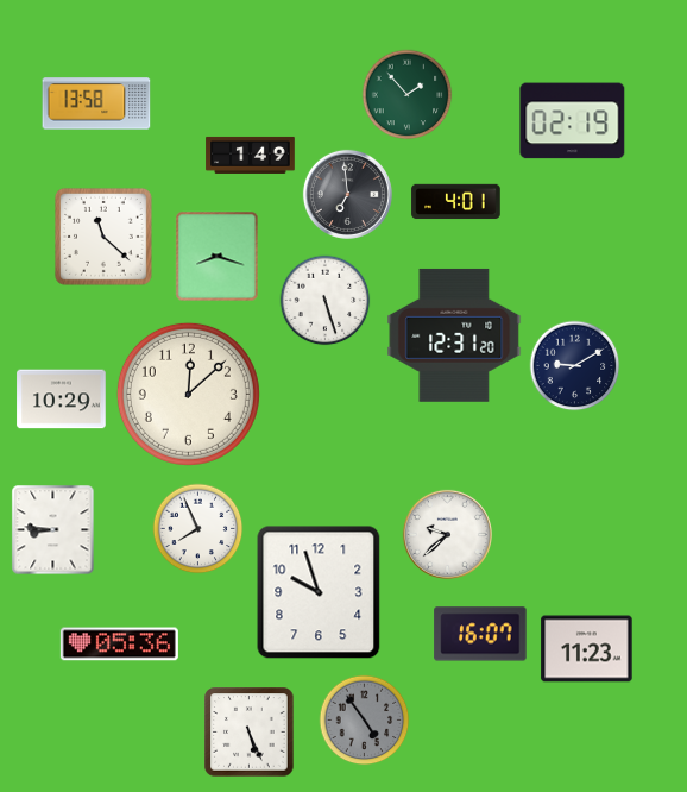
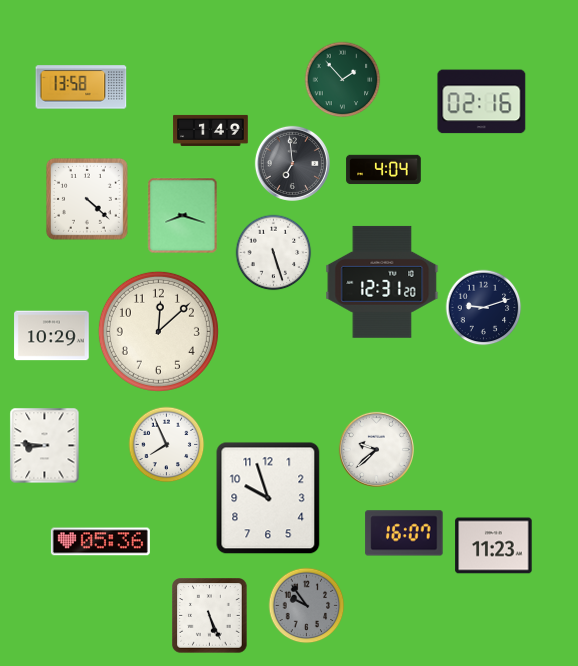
clock at (573, 121): 02:19 -> 02:16
clock at (456, 202): 4:01 -> 4:04
clock at (103, 237): 11:22 -> 4:22
clock at (575, 366): 9:10 -> 9:12
clock at (365, 721): 4:54 -> 9:54
